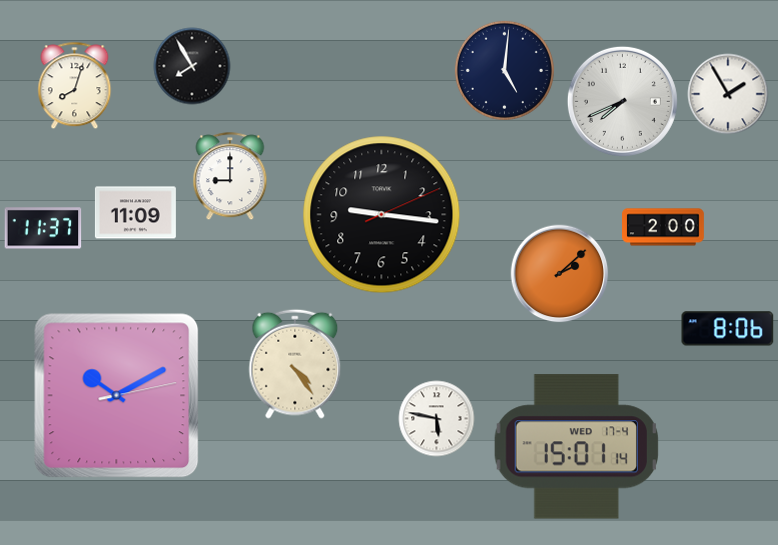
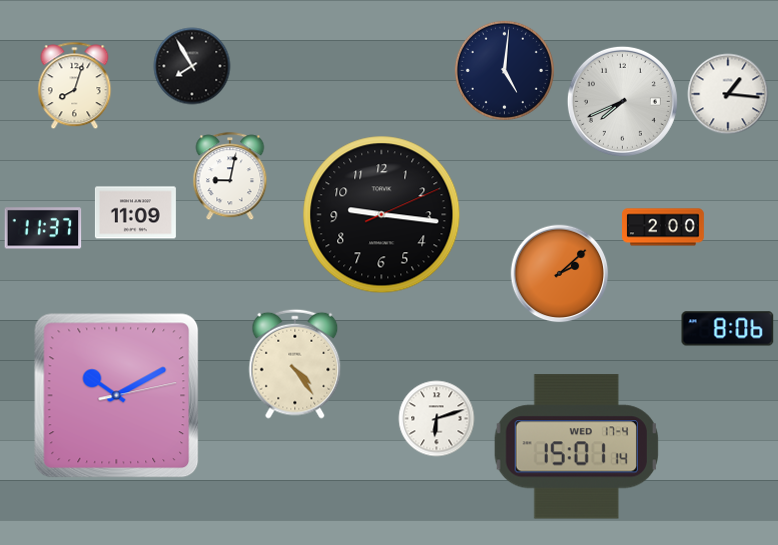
clock at (728, 94): 1:55 -> 1:16
clock at (230, 177): 9:00 -> 9:02
clock at (437, 419): 5:47 -> 6:12
